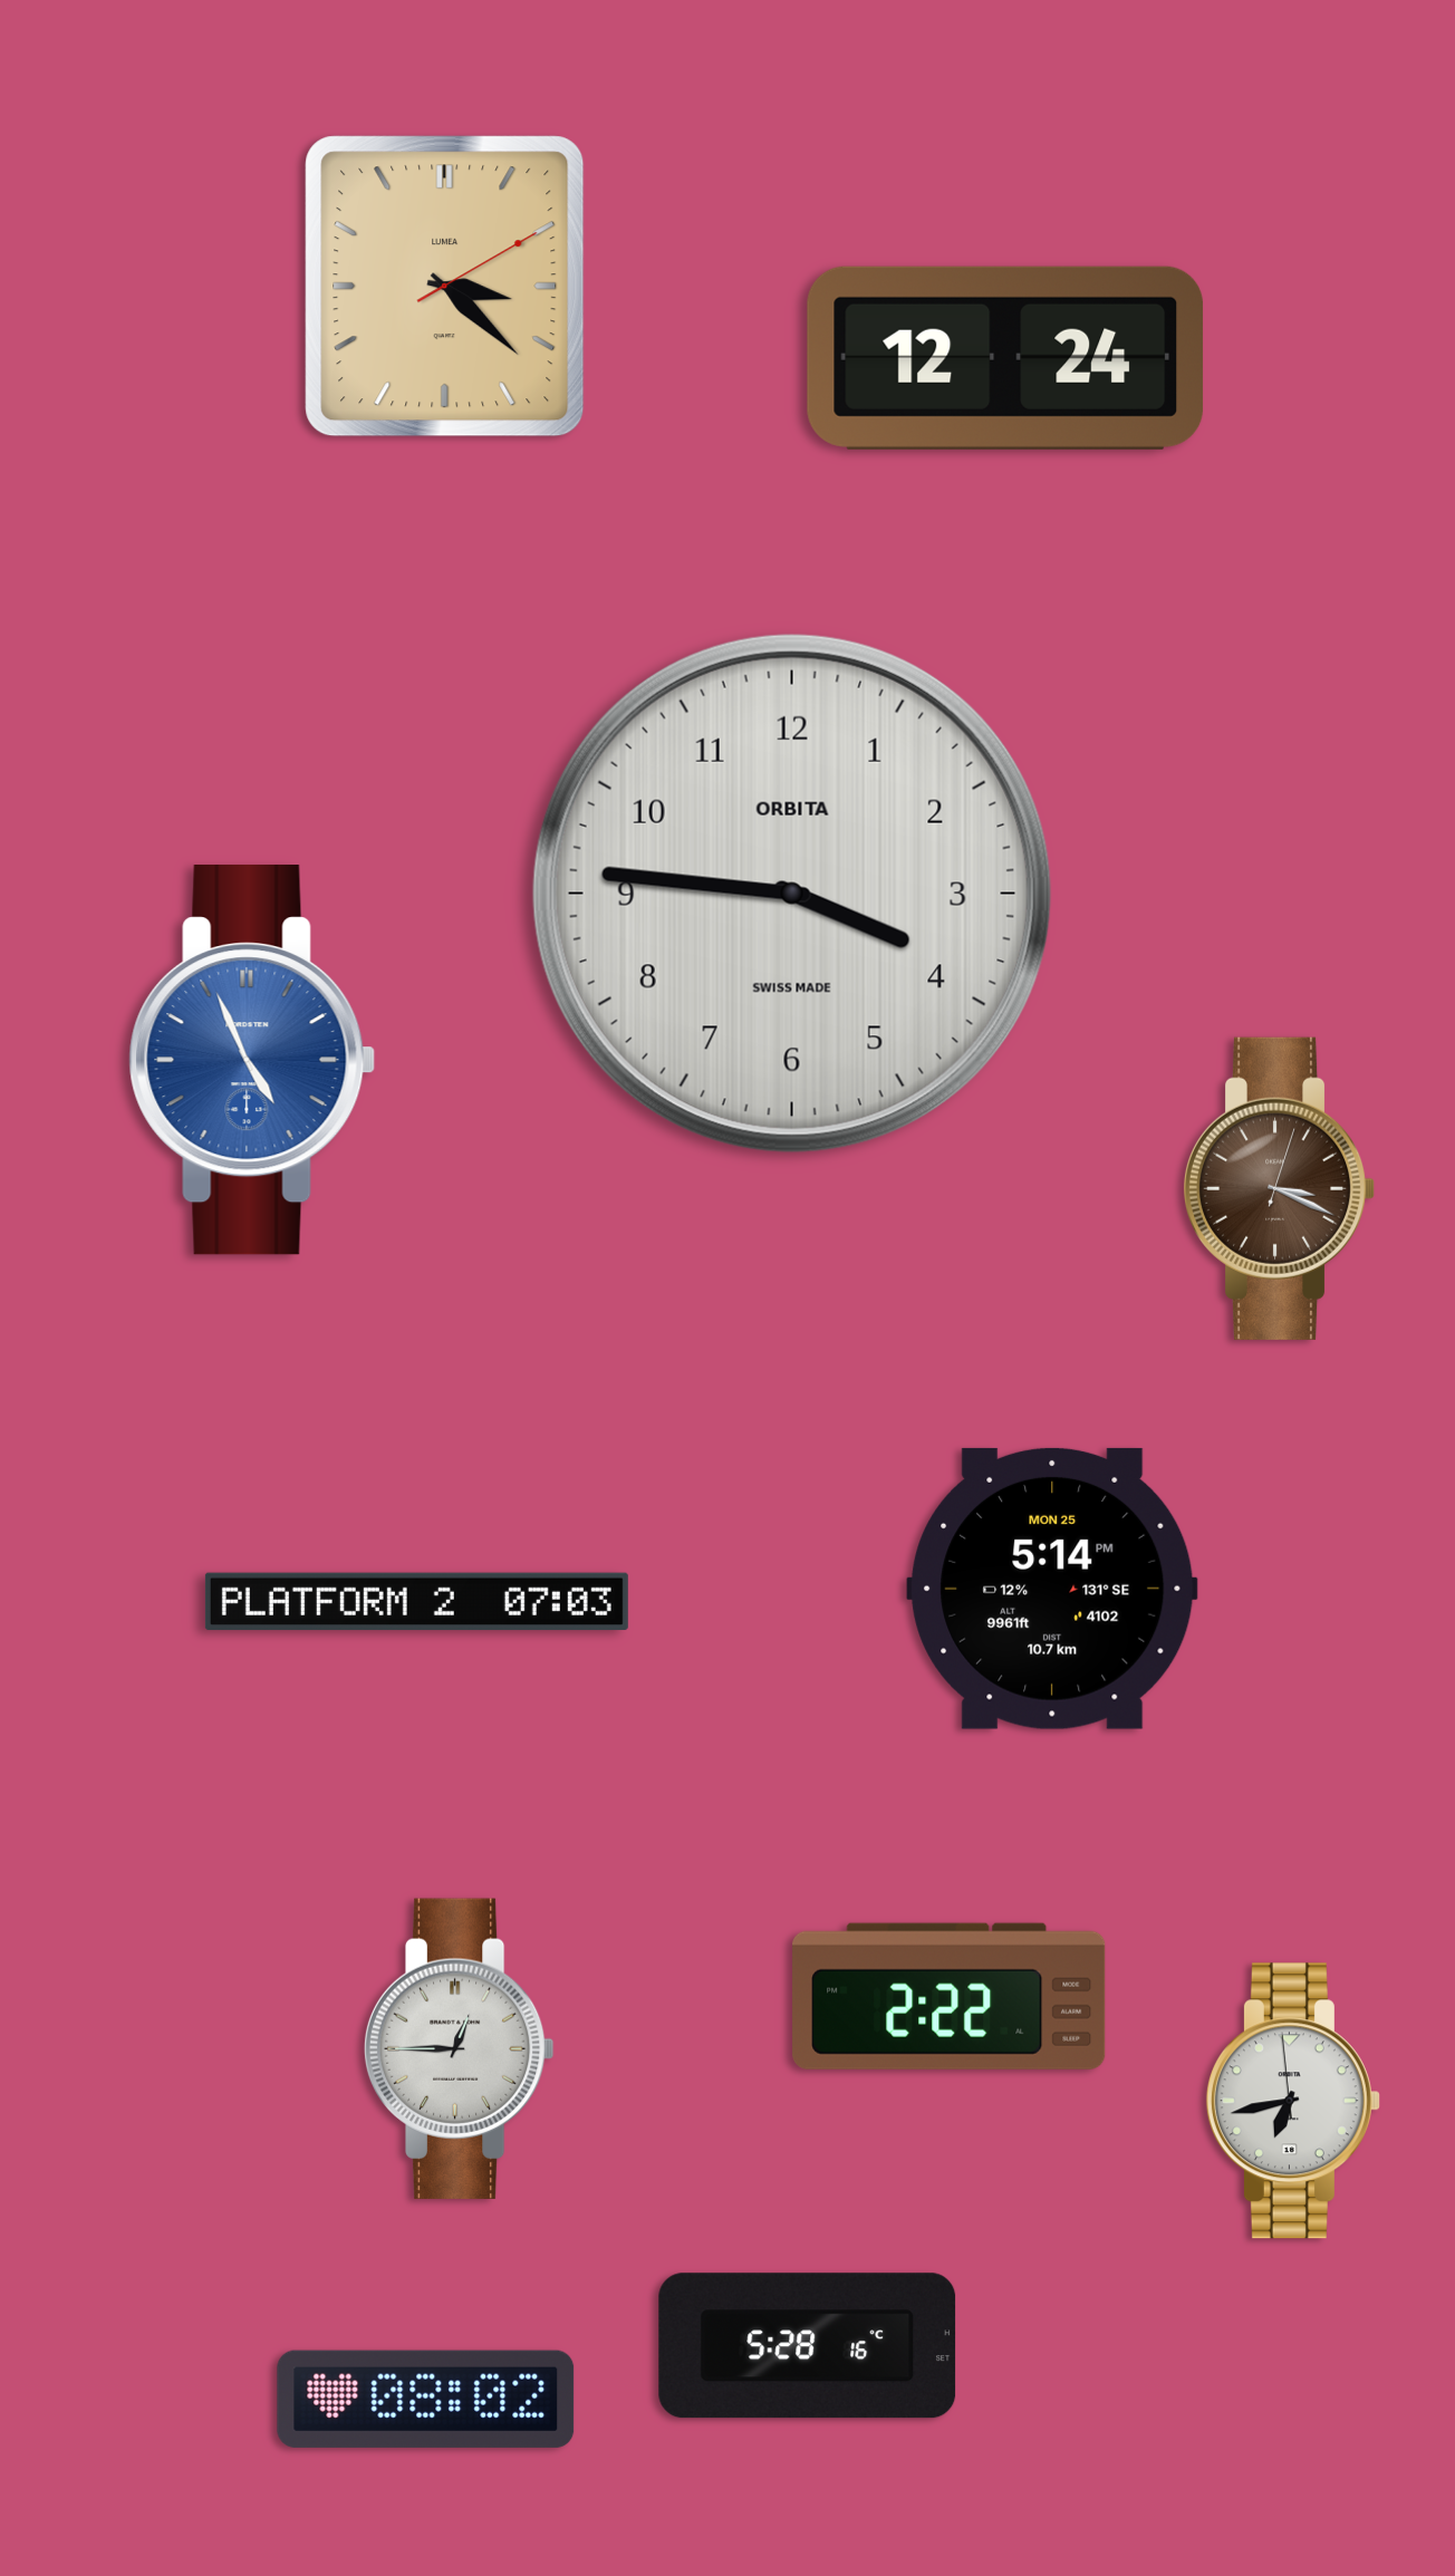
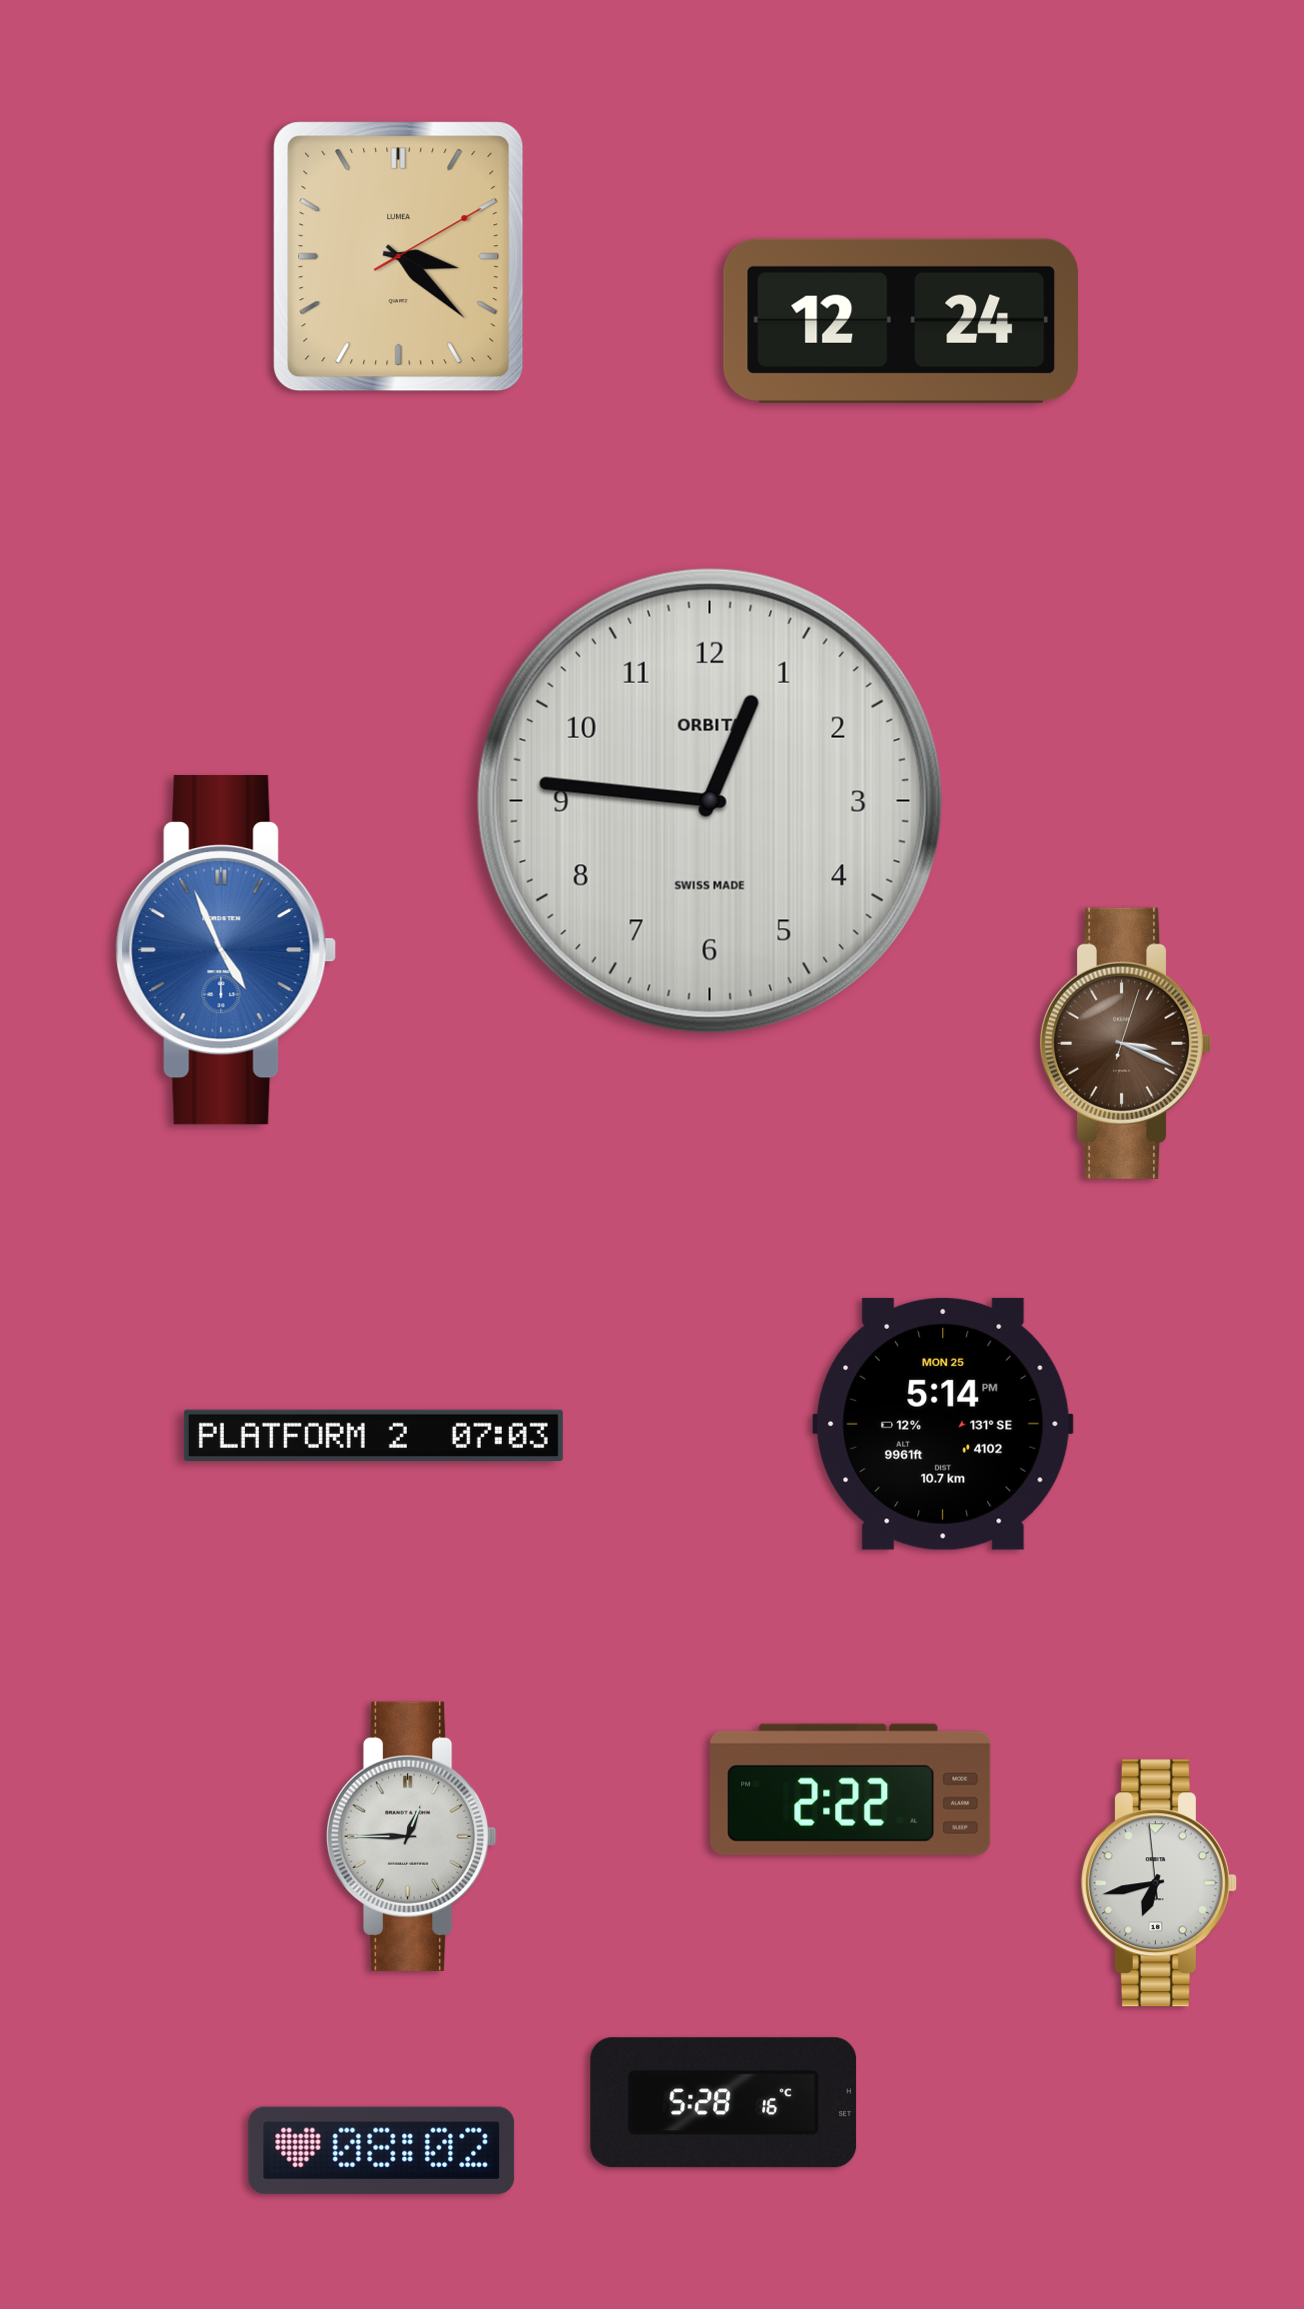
clock at (792, 894): 3:46 -> 12:46
clock at (1279, 1188) position: (1279, 1188) -> (1125, 1043)
